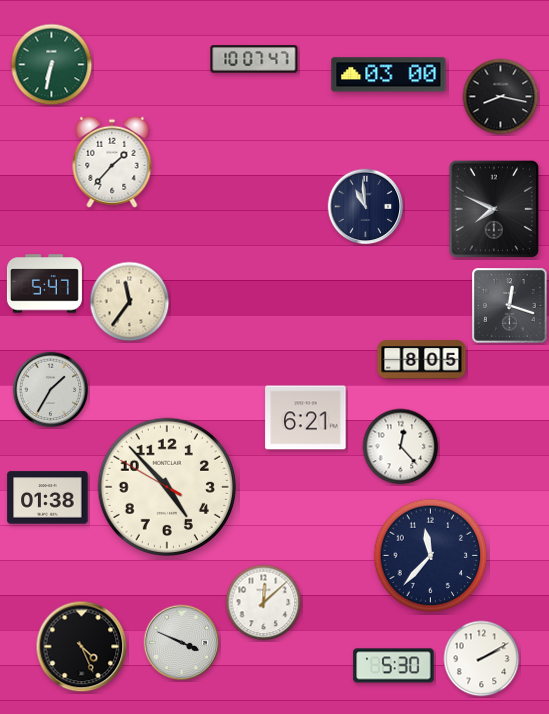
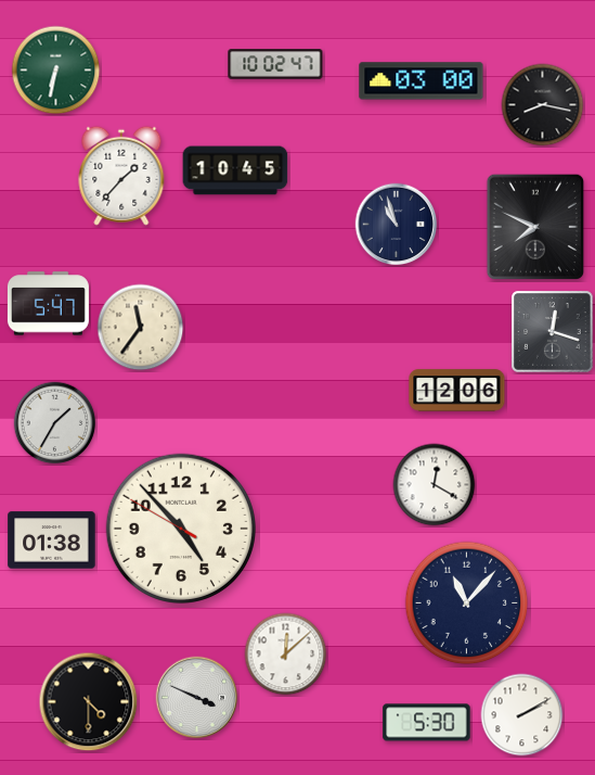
clock at (254, 59): 10:07 -> 10:02
clock at (235, 170): none -> 10:45
clock at (366, 207): 10:59 -> 10:57
clock at (44, 284) position: (44, 284) -> (48, 304)
clock at (422, 360): 8:05 -> 12:06
clock at (306, 418): 6:21 -> none
clock at (401, 447): 12:23 -> 12:20
clock at (431, 556): 11:37 -> 11:07
clock at (82, 647): 4:26 -> 4:30
